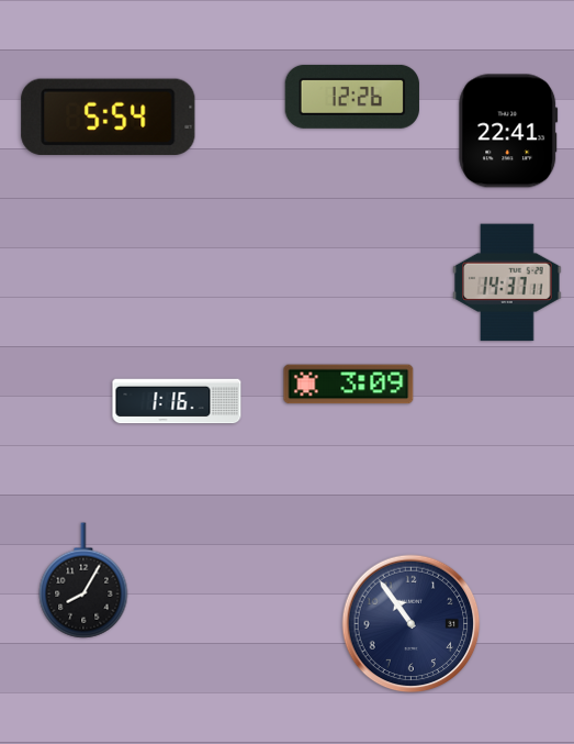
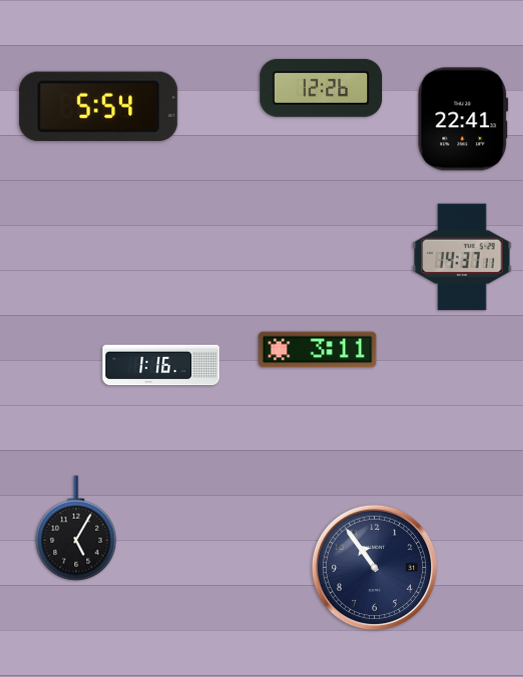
clock at (349, 385): 3:09 -> 3:11
clock at (83, 580): 8:05 -> 5:05
